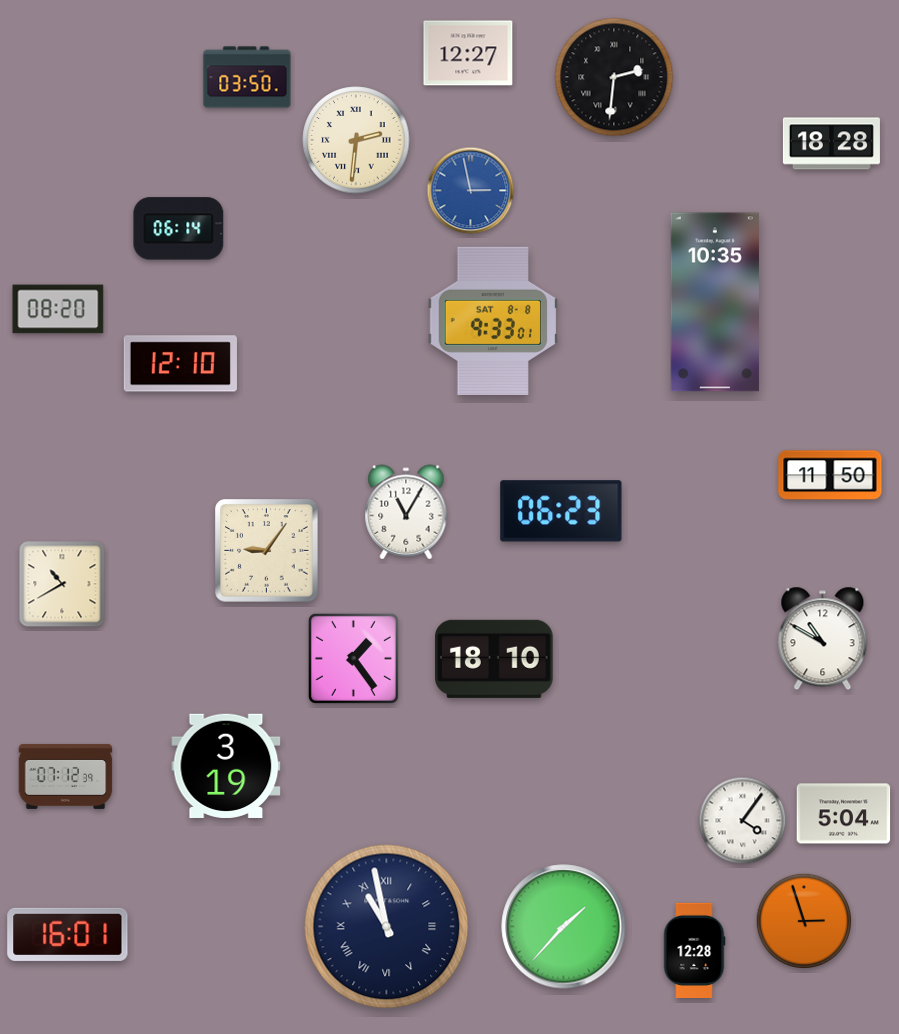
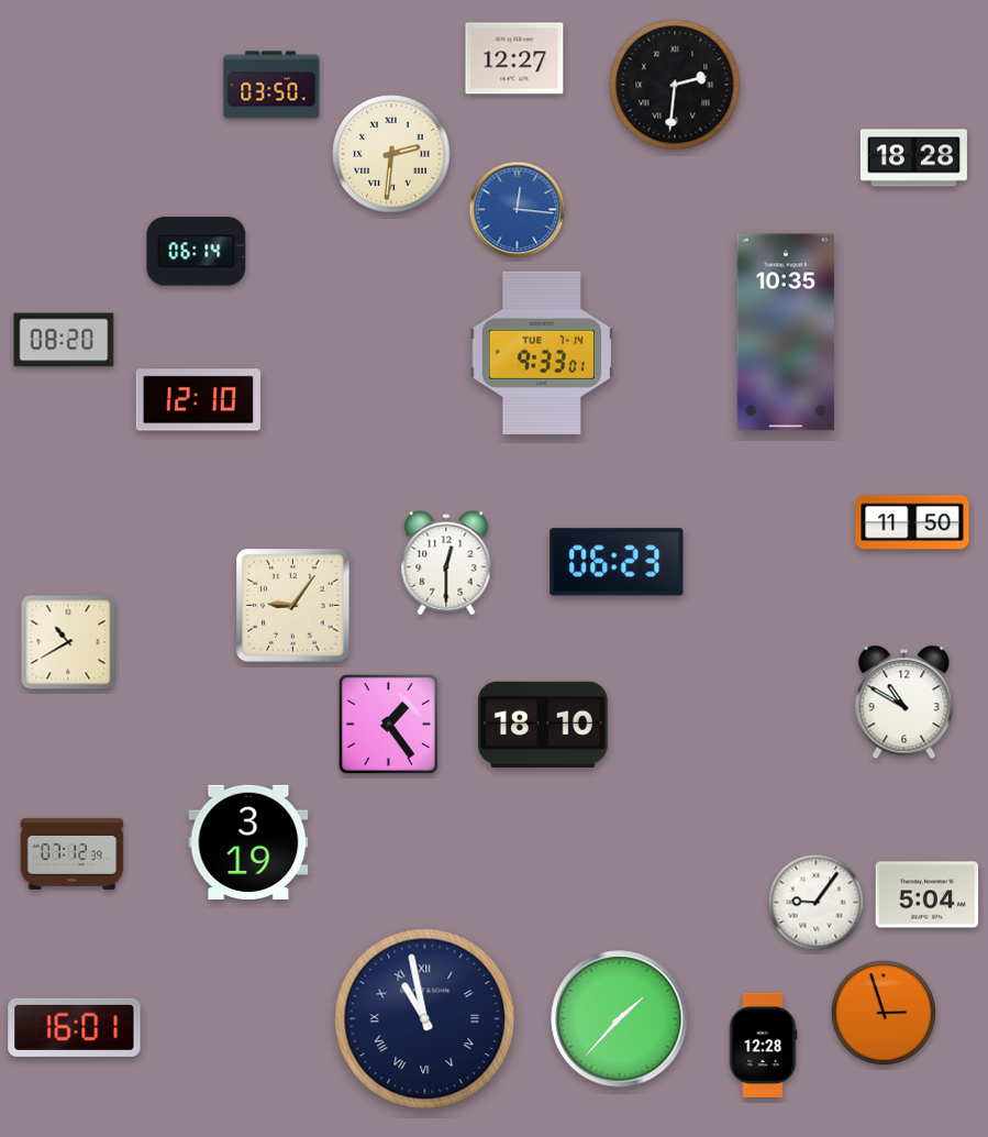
clock at (471, 191): 2:58 -> 12:16
clock at (492, 321) date: SAT 8-8 -> TUE 7-14
clock at (406, 512): 11:05 -> 12:30
clock at (743, 821): 4:06 -> 9:06
